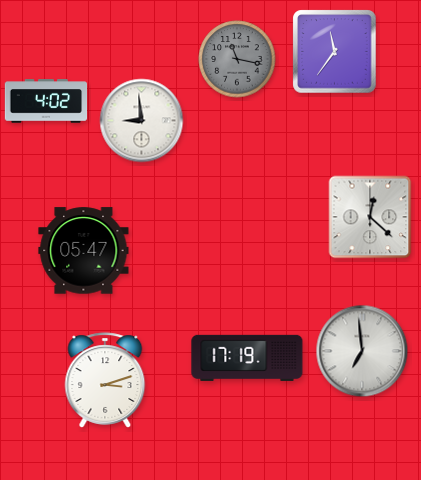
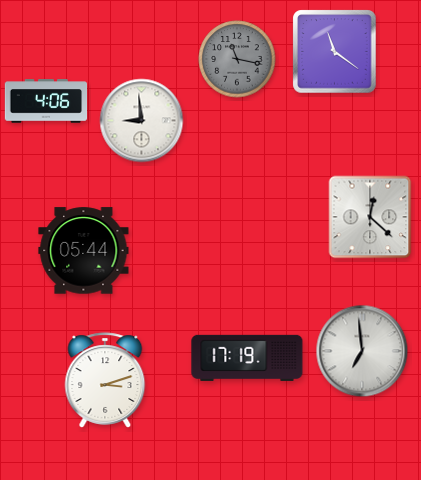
clock at (335, 52): 11:36 -> 11:21
clock at (46, 101): 4:02 -> 4:06
clock at (84, 251): 05:47 -> 05:44
